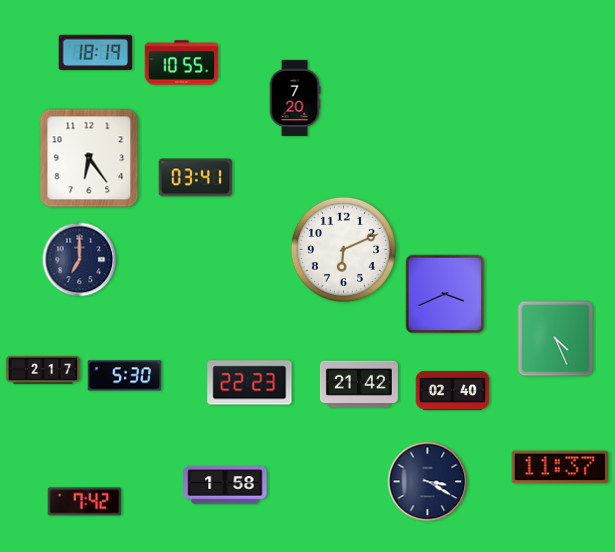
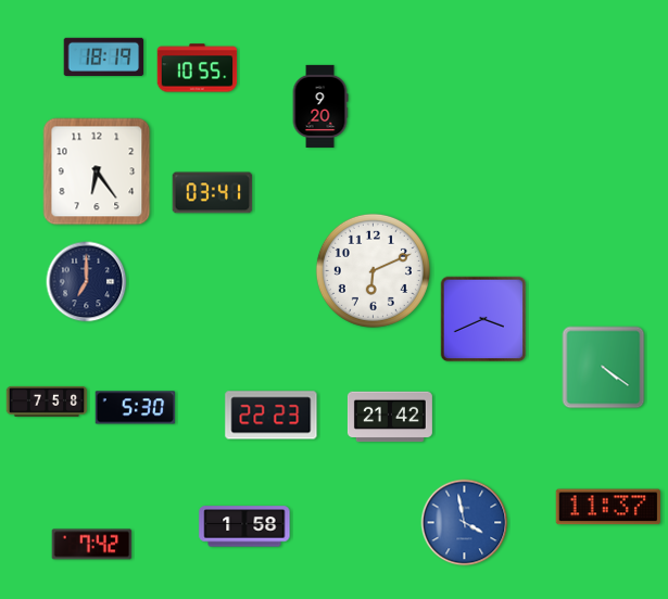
clock at (295, 98): 7:20 -> 9:20
clock at (556, 339): 4:26 -> 4:21
clock at (43, 370): 2:17 -> 7:58
clock at (453, 390): 02:40 -> none
clock at (428, 482): 3:20 -> 3:58
clock at (428, 482) dial: navy -> blue
